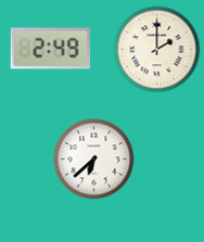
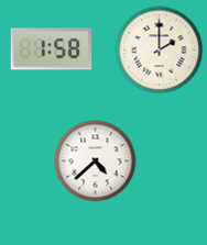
clock at (51, 49): 2:49 -> 1:58
clock at (94, 160): 6:38 -> 4:38
